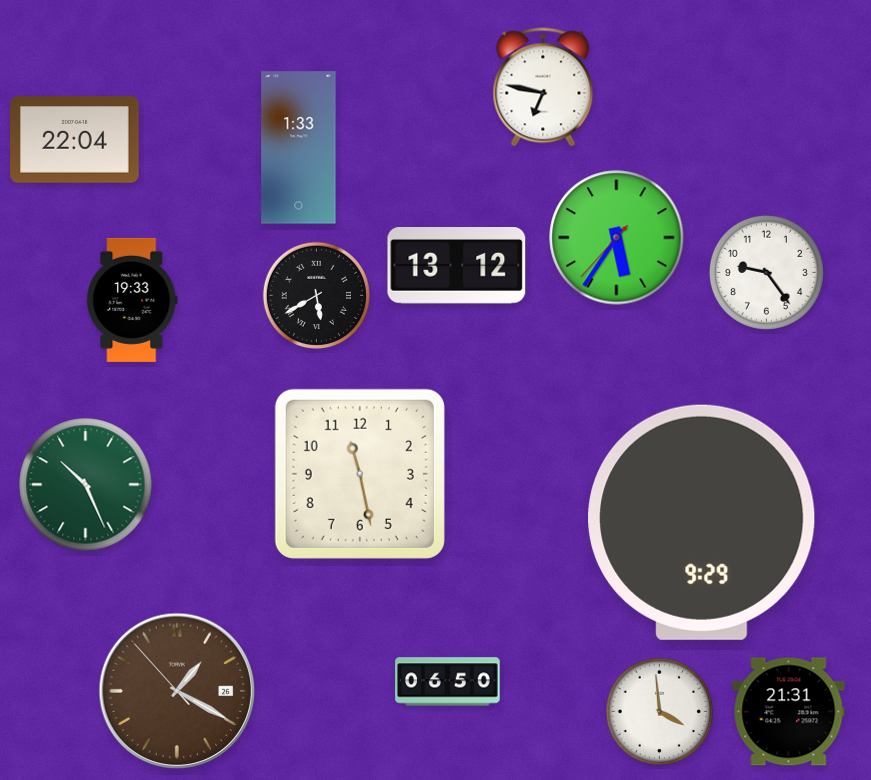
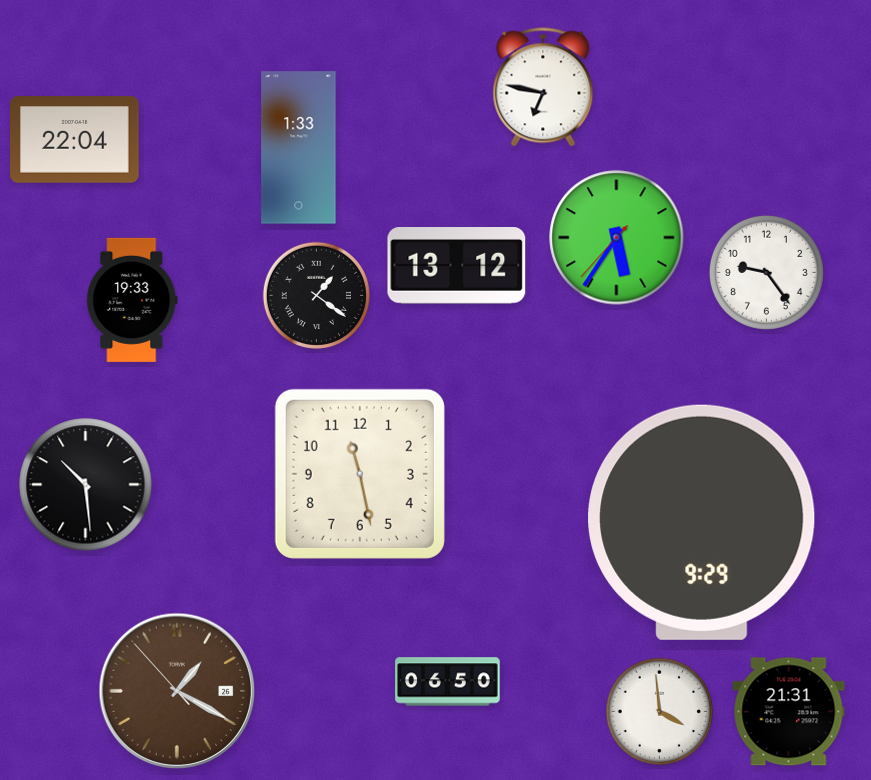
clock at (316, 295): 5:40 -> 1:21
clock at (86, 485): 10:26 -> 10:29
clock at (86, 485) dial: green -> black
